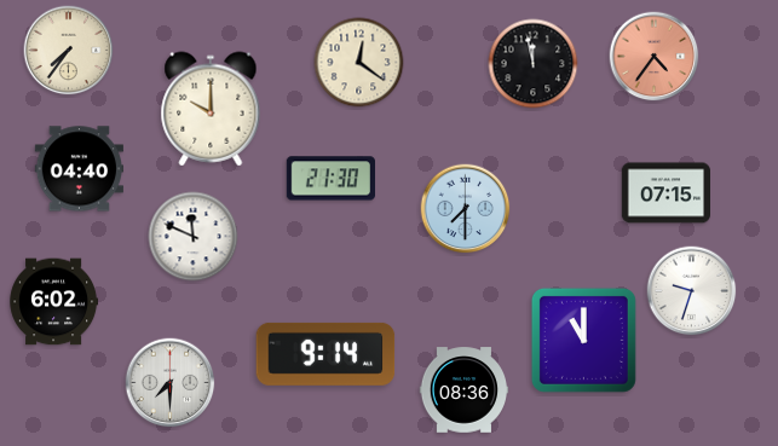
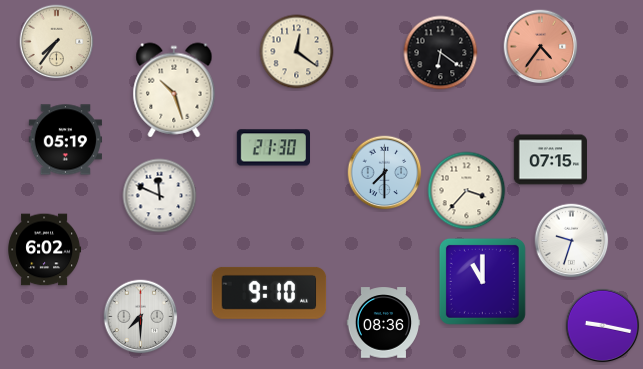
clock at (534, 64): 11:58 -> 6:21
clock at (211, 109): 10:00 -> 10:27
clock at (79, 169): 04:40 -> 05:19
clock at (467, 191): none -> 3:37
clock at (325, 354): 9:14 -> 9:10
clock at (603, 326): none -> 9:17
